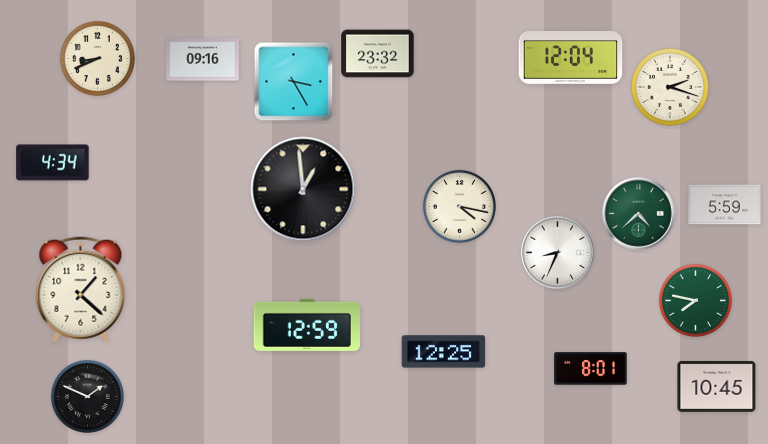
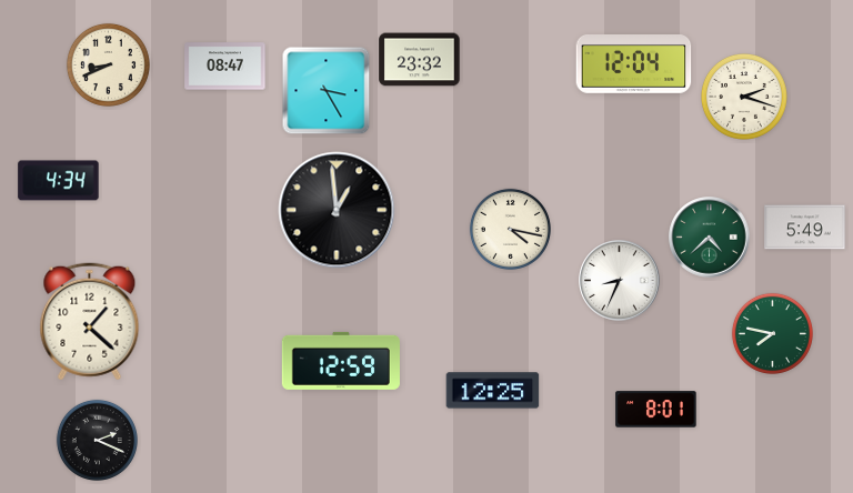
clock at (203, 60): 09:16 -> 08:47
clock at (725, 205): 5:59 -> 5:49
clock at (717, 387): 10:45 -> none
clock at (87, 396): 1:49 -> 2:19
